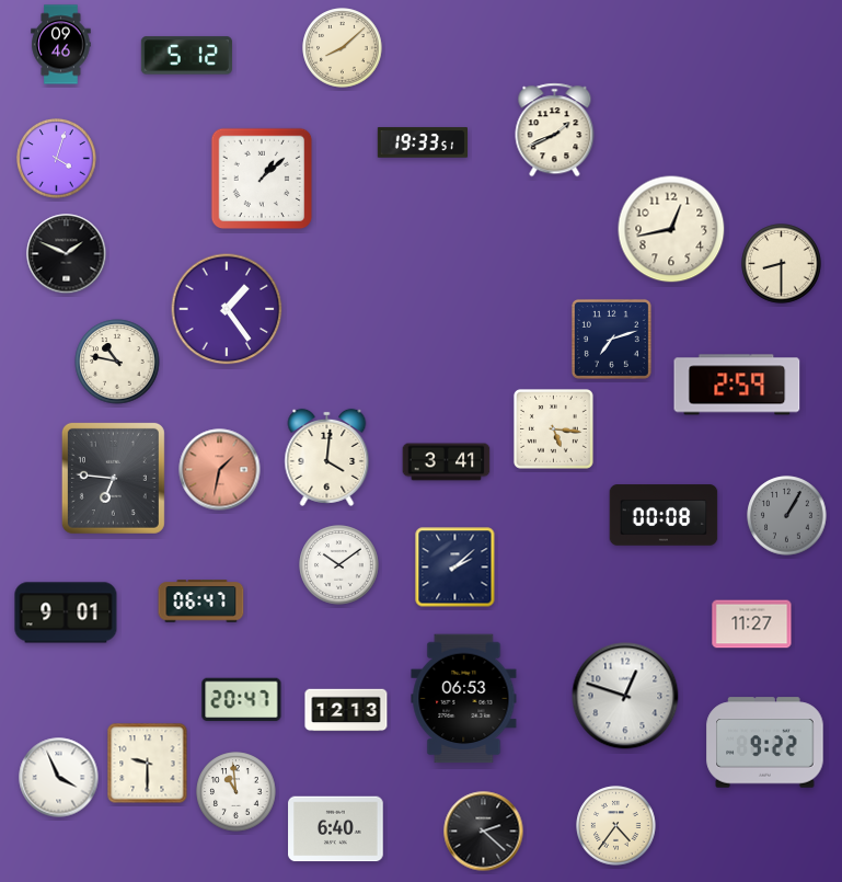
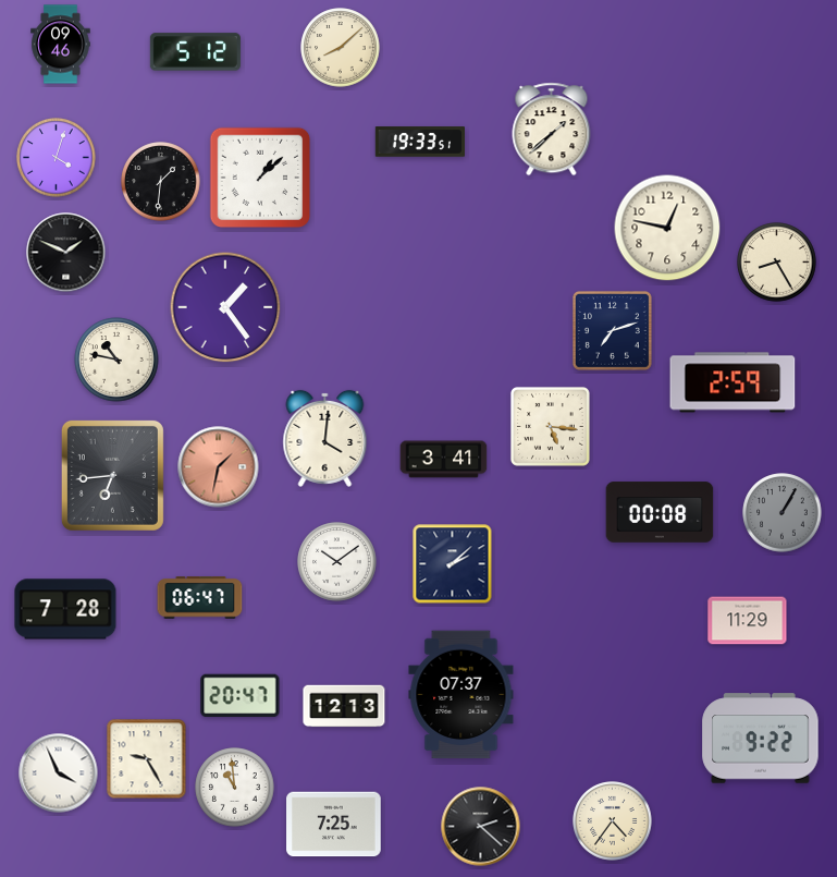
clock at (186, 56) position: (186, 56) -> (195, 52)
clock at (555, 130): 1:41 -> 1:38
clock at (161, 182): none -> 1:31
clock at (671, 229): 12:43 -> 12:47
clock at (782, 264): 8:30 -> 8:25
clock at (611, 339) position: (611, 339) -> (612, 330)
clock at (327, 457) position: (327, 457) -> (325, 438)
clock at (113, 478): 6:46 -> 6:44
clock at (66, 612): 9:01 -> 7:28
clock at (752, 625): 11:27 -> 11:29
clock at (625, 696): 12:48 -> none
clock at (464, 699): 06:53 -> 07:37
clock at (148, 764): 9:30 -> 9:25
clock at (336, 829): 6:40 -> 7:25
